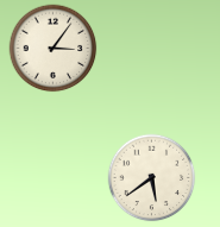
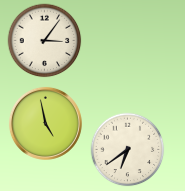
clock at (45, 123): none -> 4:58
clock at (152, 178): 5:39 -> 6:39
